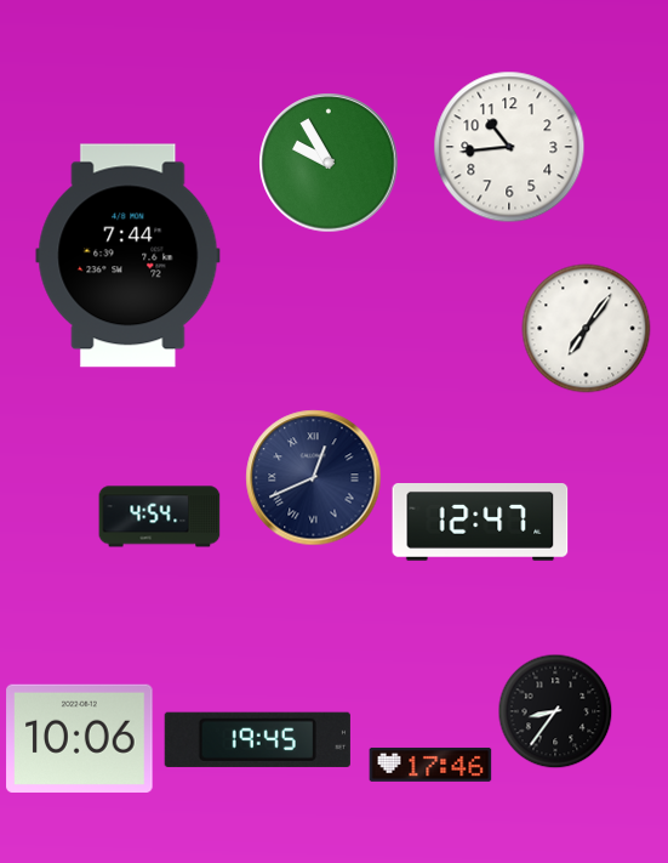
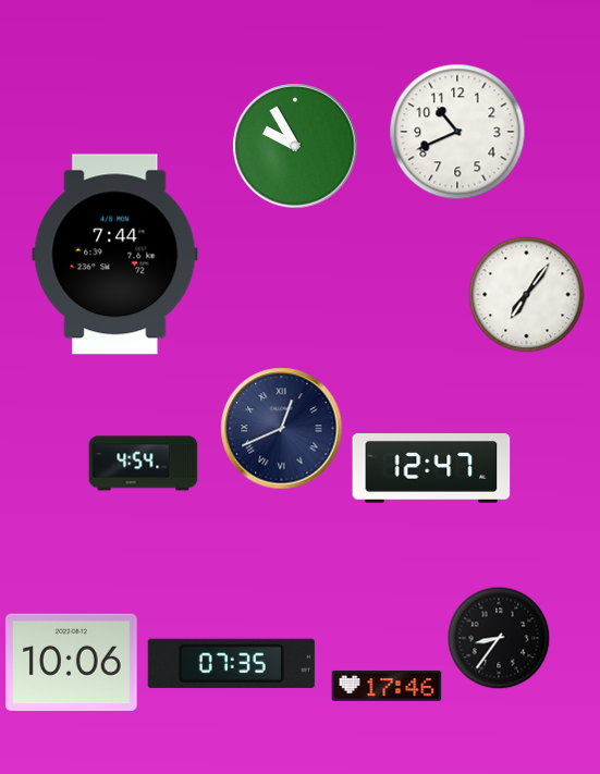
clock at (509, 147): 10:44 -> 10:41
clock at (129, 256) position: (129, 256) -> (115, 255)
clock at (257, 739): 19:45 -> 07:35
